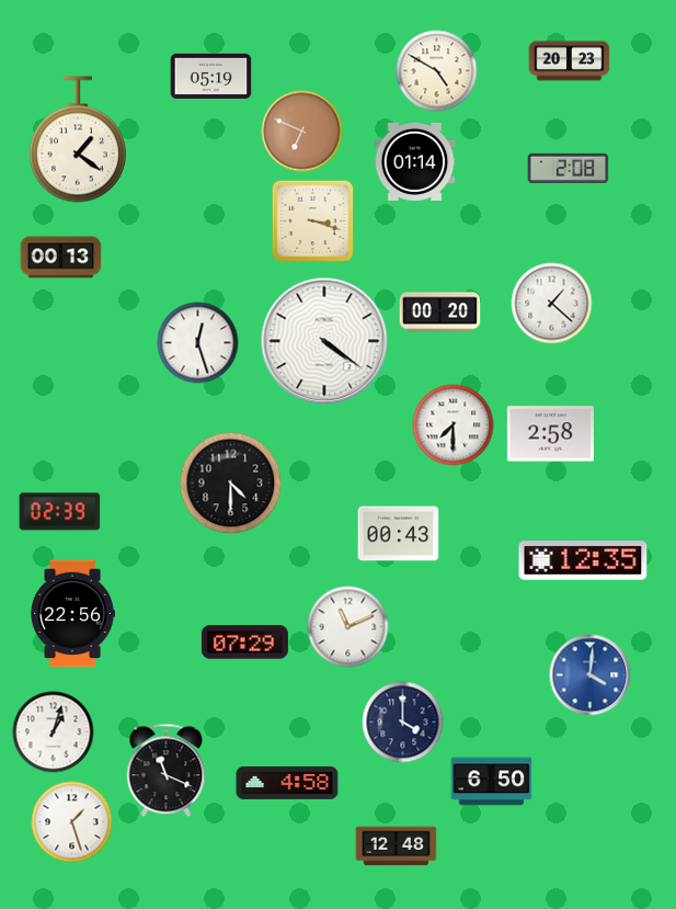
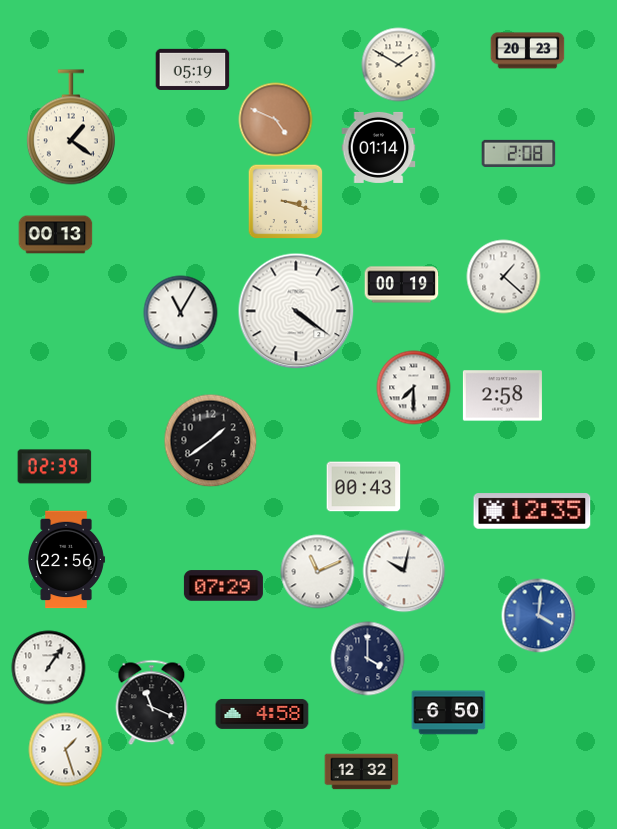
clock at (570, 61) position: (570, 61) -> (528, 51)
clock at (437, 71): 4:50 -> 1:50
clock at (302, 132): 6:49 -> 4:49
clock at (440, 313): 00:20 -> 00:19
clock at (198, 343): 12:27 -> 11:05
clock at (231, 484): 4:30 -> 1:39
clock at (404, 571): none -> 10:02
clock at (54, 732): 1:03 -> 1:06
clock at (397, 846): 12:48 -> 12:32
